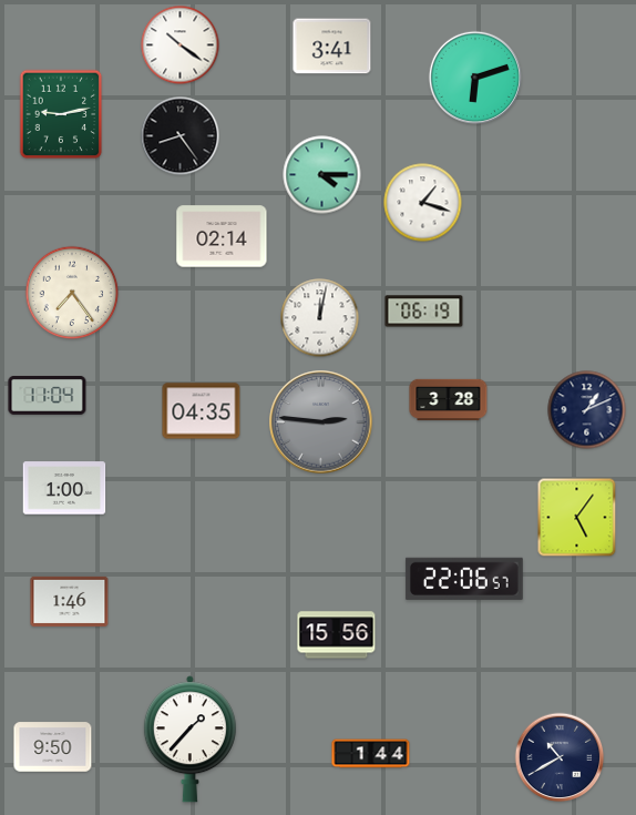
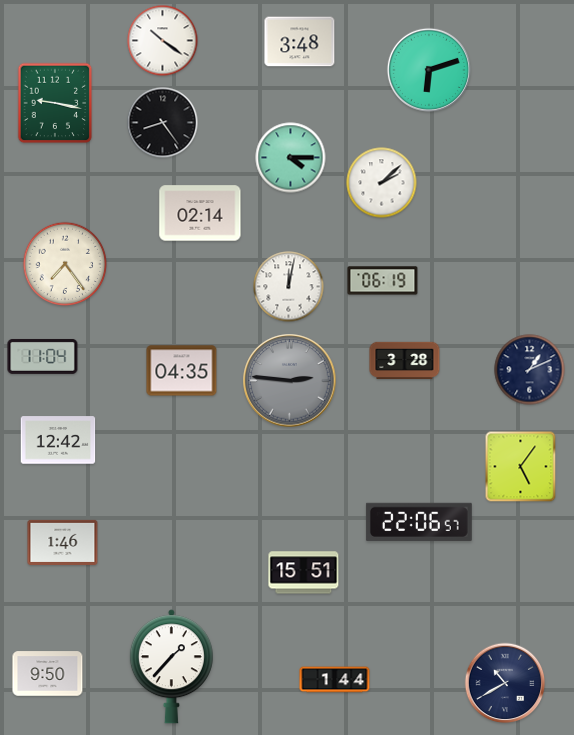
clock at (332, 47): 3:41 -> 3:48
clock at (61, 114): 9:13 -> 9:17
clock at (423, 203): 1:18 -> 2:08
clock at (64, 488): 1:00 -> 12:42
clock at (337, 635): 15:56 -> 15:51
